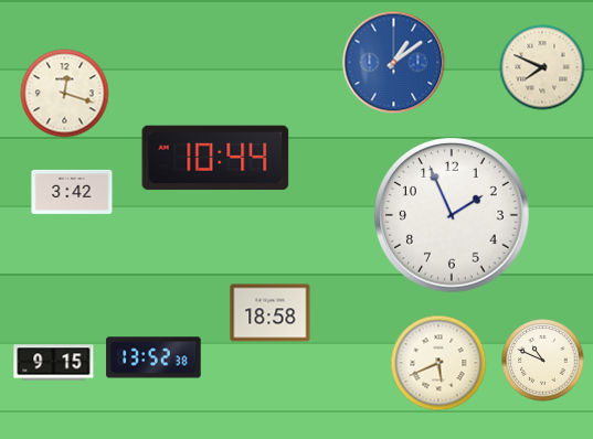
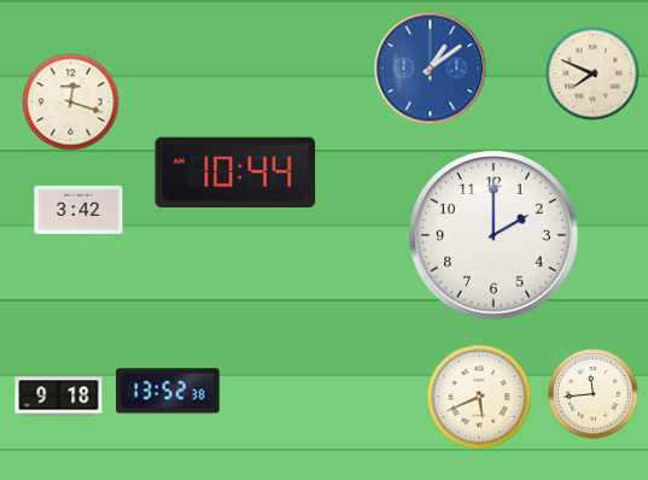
clock at (452, 215): 1:56 -> 2:00
clock at (271, 313): 18:58 -> none
clock at (543, 361): 10:49 -> 11:44
clock at (54, 363): 9:15 -> 9:18
